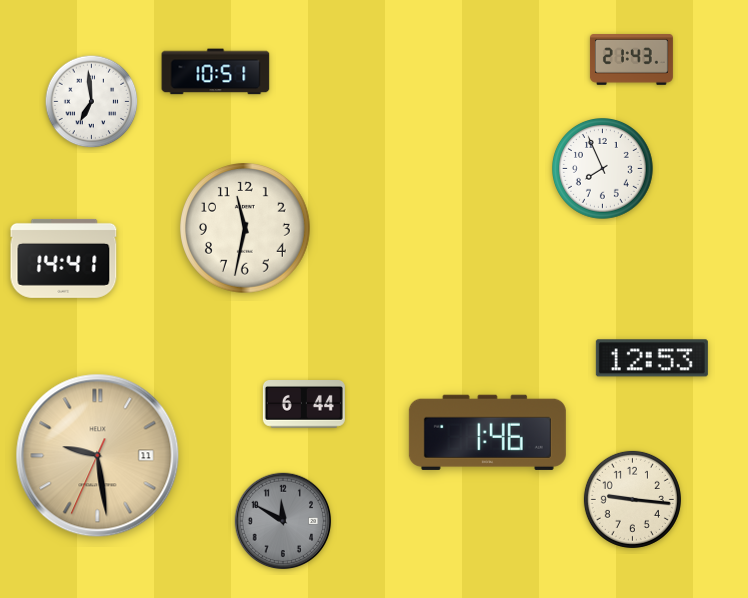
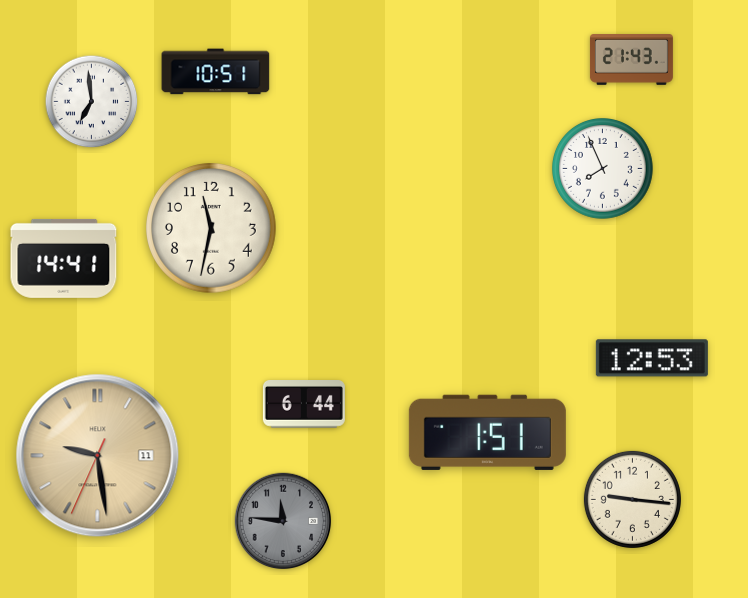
clock at (246, 229) position: (246, 229) -> (212, 229)
clock at (487, 432): 1:46 -> 1:51
clock at (283, 521): 11:50 -> 11:46
